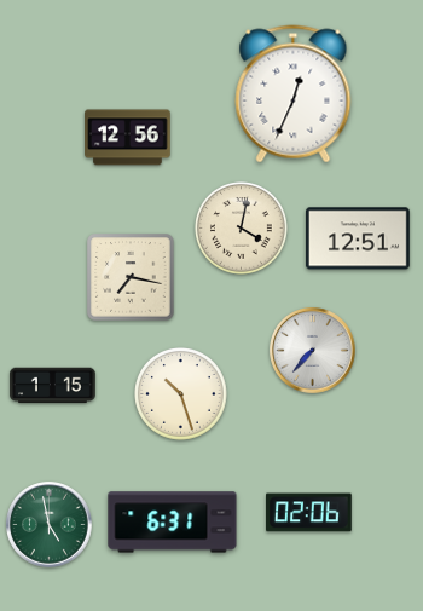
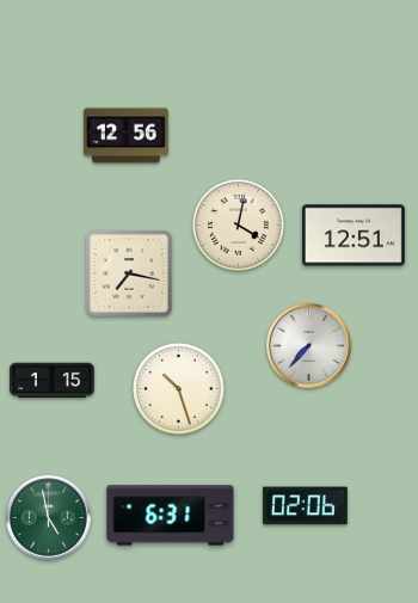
clock at (294, 94): 12:34 -> none
